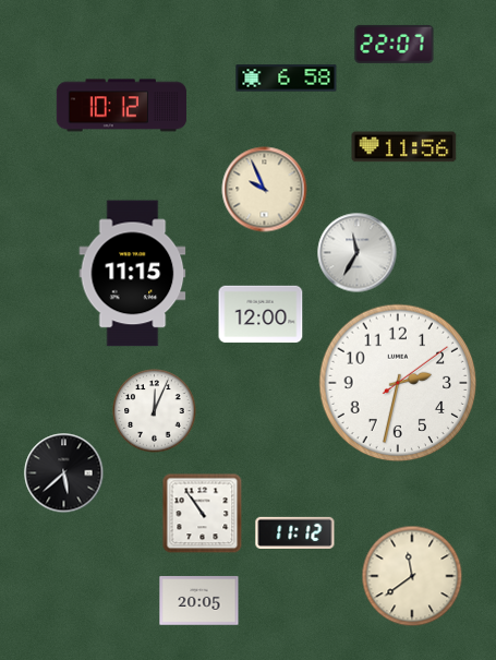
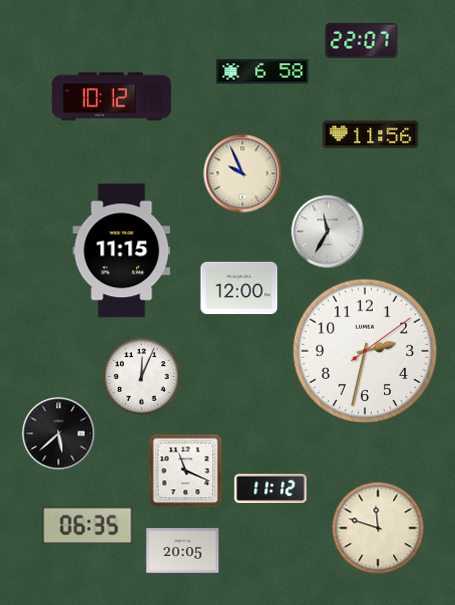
clock at (203, 514): 10:54 -> 11:19
clock at (88, 526): none -> 06:35
clock at (412, 576): 11:39 -> 11:48
